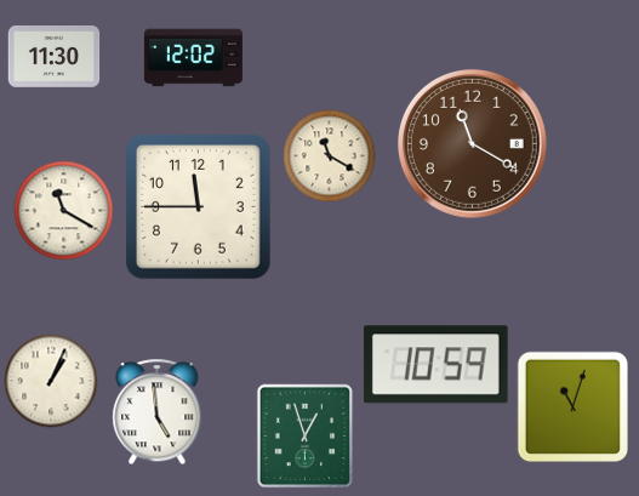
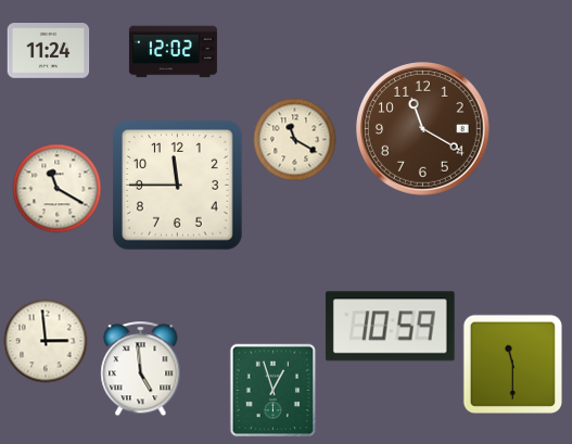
clock at (55, 57): 11:30 -> 11:24
clock at (51, 381): 1:04 -> 2:59
clock at (572, 406): 11:03 -> 11:30
